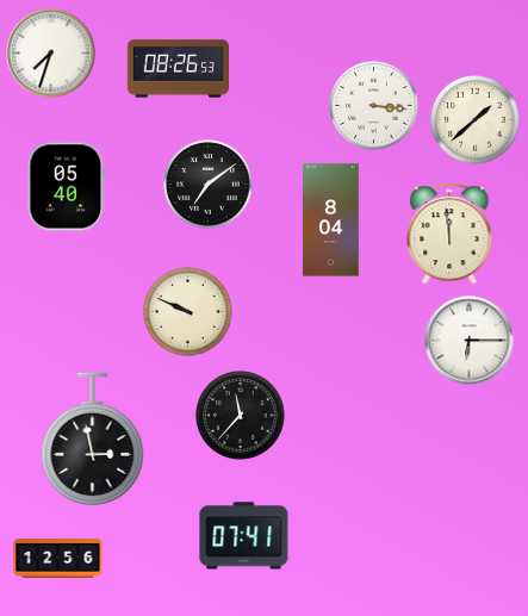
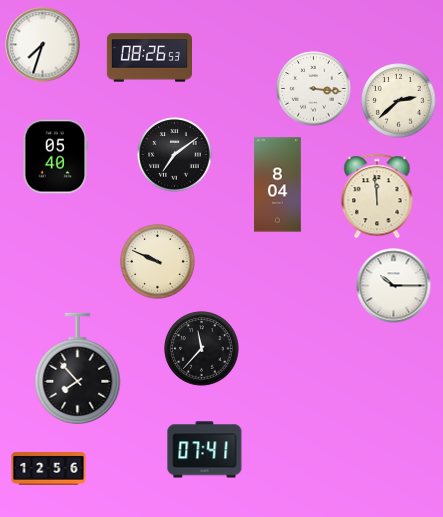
clock at (476, 120): 1:38 -> 2:38
clock at (470, 341): 6:15 -> 10:15
clock at (93, 440): 2:58 -> 7:53
